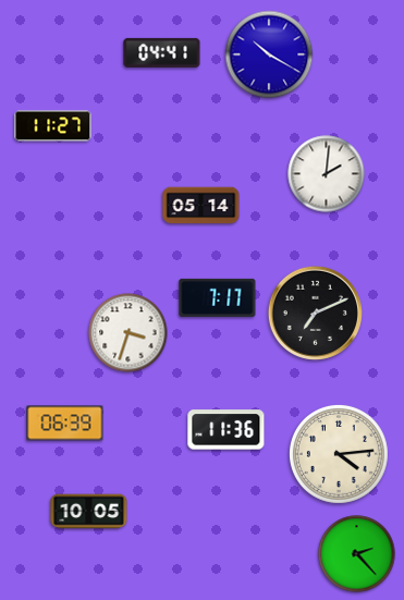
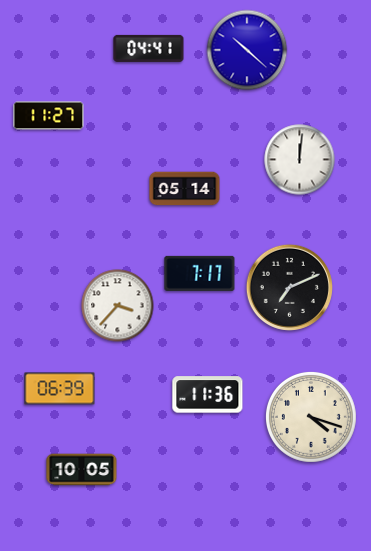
clock at (269, 54): 10:20 -> 10:22
clock at (327, 174): 2:01 -> 12:01
clock at (128, 333): 3:33 -> 3:37
clock at (339, 454): 4:14 -> 4:18
clock at (357, 554): 2:23 -> none
